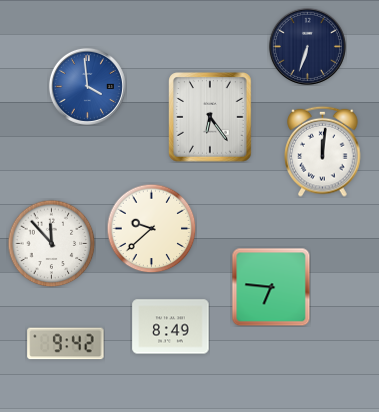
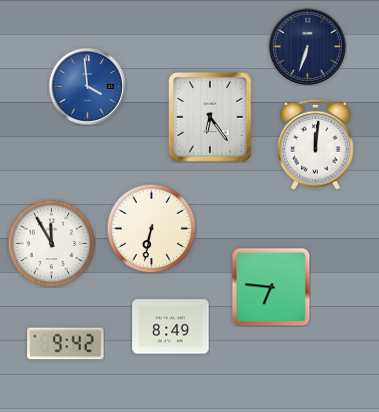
clock at (323, 151) position: (323, 151) -> (316, 144)
clock at (151, 228): 9:38 -> 6:32
clock at (51, 243): 11:53 -> 11:55
